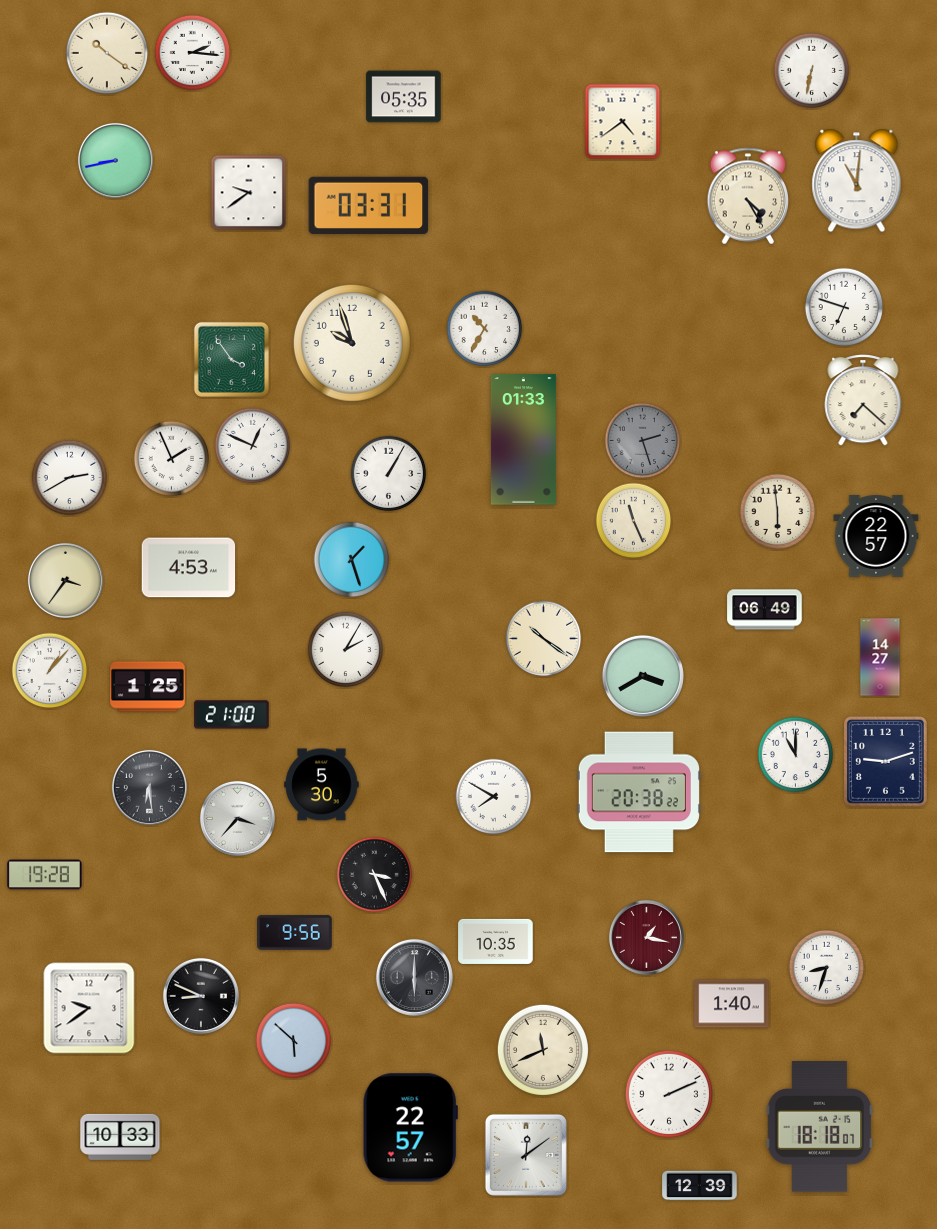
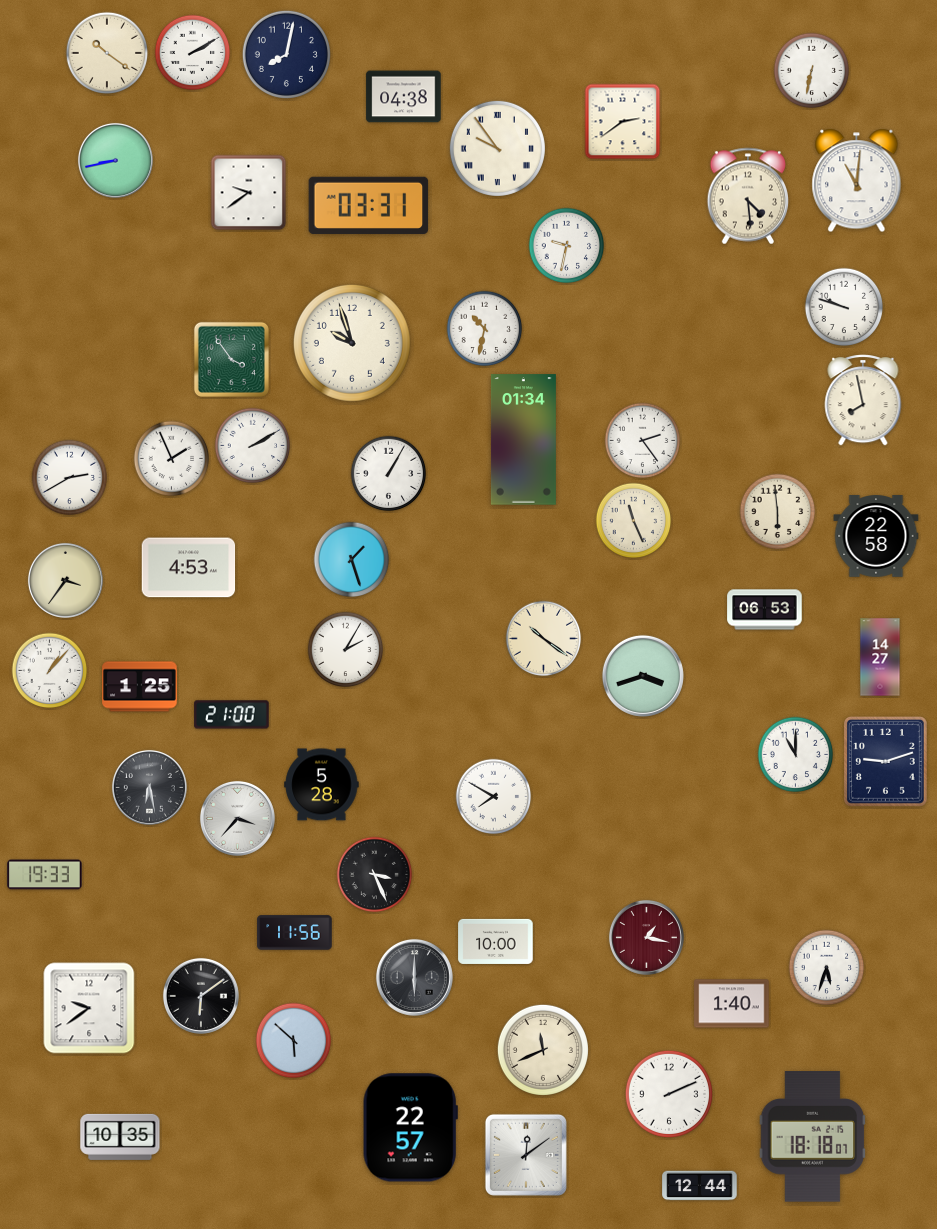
clock at (193, 53): 2:16 -> 2:10
clock at (286, 54): none -> 8:02
clock at (404, 97): 05:35 -> 04:38
clock at (623, 122): 4:39 -> 2:39
clock at (497, 148): none -> 9:54
clock at (748, 196): 4:25 -> 4:29
clock at (567, 246): none -> 9:32
clock at (844, 307): 6:48 -> 9:48
clock at (485, 329): 10:35 -> 10:32
clock at (863, 400): 7:22 -> 7:58
clock at (523, 440): 01:33 -> 01:34
clock at (643, 441): 2:27 -> 2:24
clock at (643, 441) dial: grey -> white
clock at (253, 446): 12:49 -> 2:10
clock at (876, 536): 22:57 -> 22:58
clock at (765, 610): 06:49 -> 06:53
clock at (643, 676): 3:40 -> 3:42
clock at (148, 687) position: (148, 687) -> (140, 687)
clock at (322, 785): 5:30 -> 5:28
clock at (149, 787): 6:29 -> 6:28
clock at (639, 792): 20:38 -> none
clock at (45, 875): 19:28 -> 19:33
clock at (295, 933): 9:56 -> 11:56
clock at (496, 941): 10:35 -> 10:00
clock at (827, 968): 8:33 -> 5:33
clock at (201, 996): 8:49 -> 6:09
clock at (820, 1127) position: (820, 1127) -> (813, 1137)
clock at (120, 1137): 10:33 -> 10:35
clock at (700, 1186): 12:39 -> 12:44
